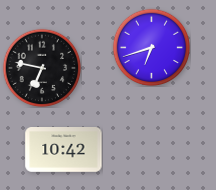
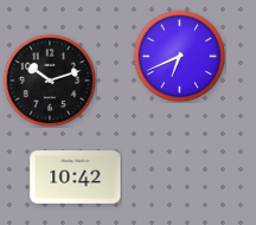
clock at (151, 47): 6:42 -> 6:41
clock at (42, 68): 6:47 -> 10:12
